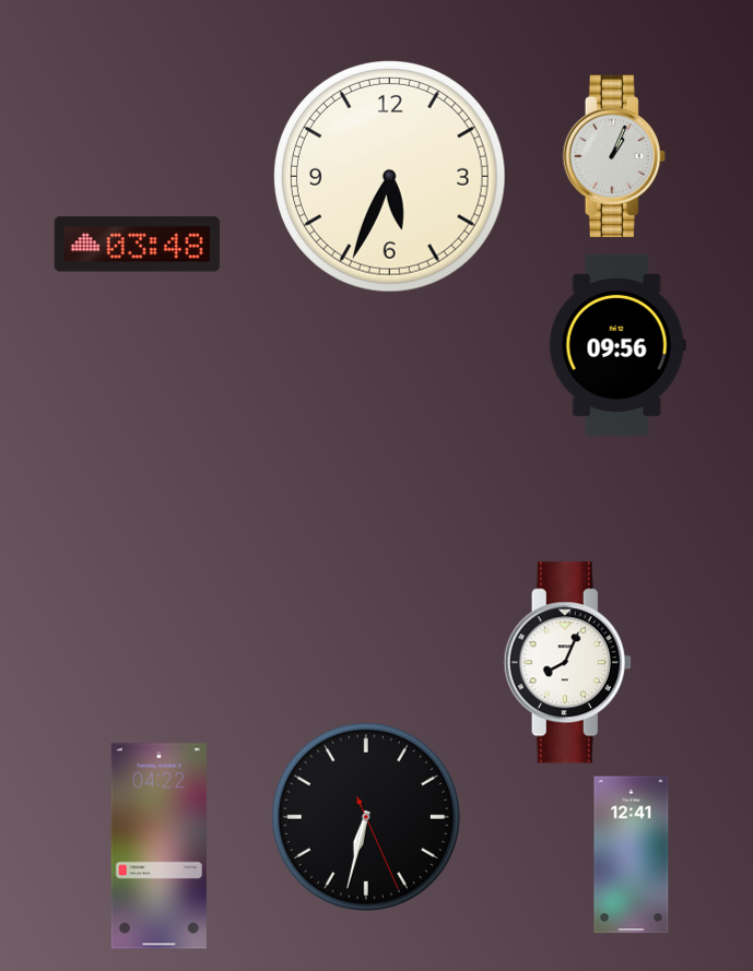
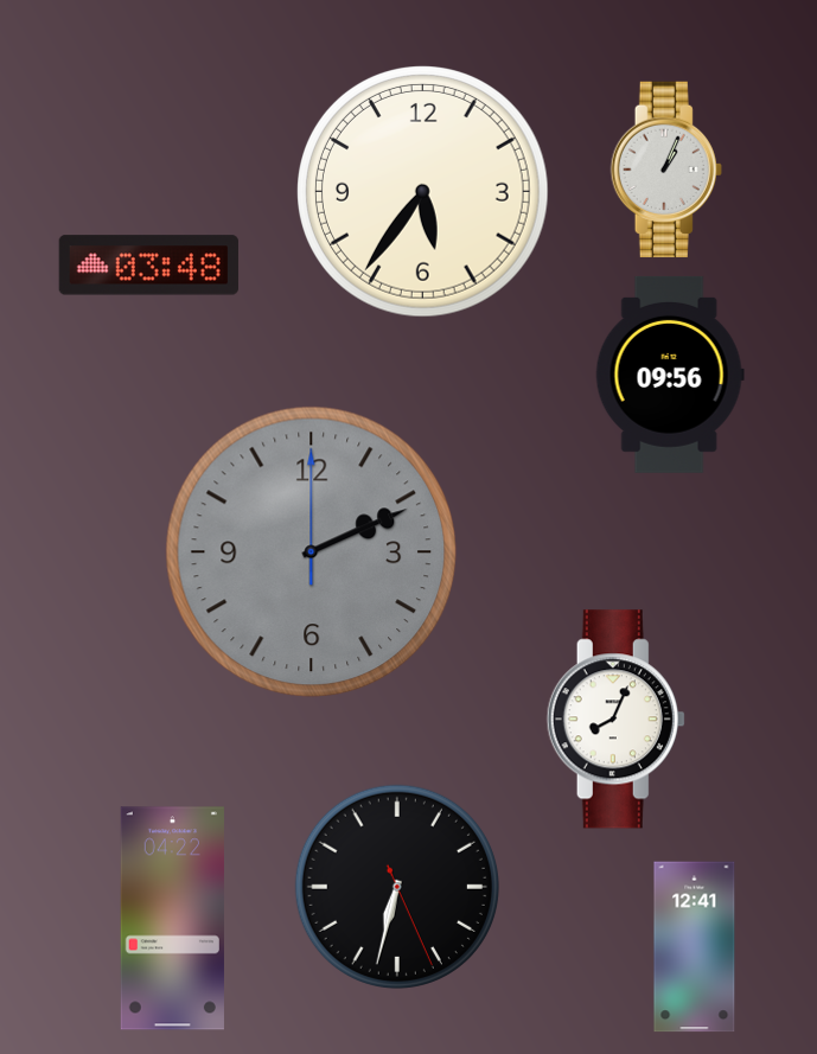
clock at (390, 177): 5:34 -> 5:36
clock at (312, 552): none -> 2:11
clock at (632, 855) position: (632, 855) -> (695, 947)
